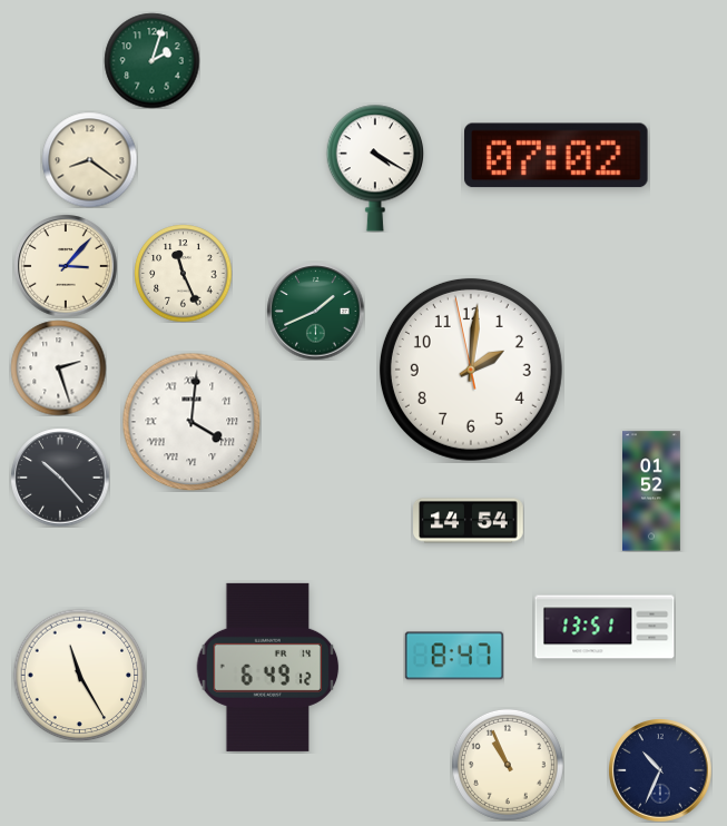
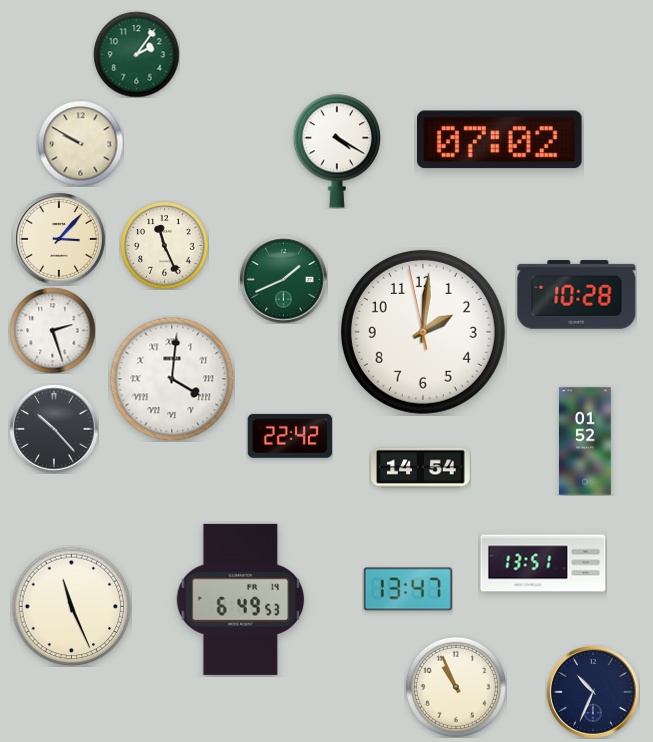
clock at (151, 60): 2:03 -> 2:06
clock at (89, 159): 8:21 -> 9:50
clock at (577, 295): none -> 10:28
clock at (290, 436): none -> 22:42
clock at (454, 656): 8:47 -> 13:47
clock at (268, 667): 6:49:12 -> 6:49:53
clock at (79, 675): 11:25 -> 11:26
